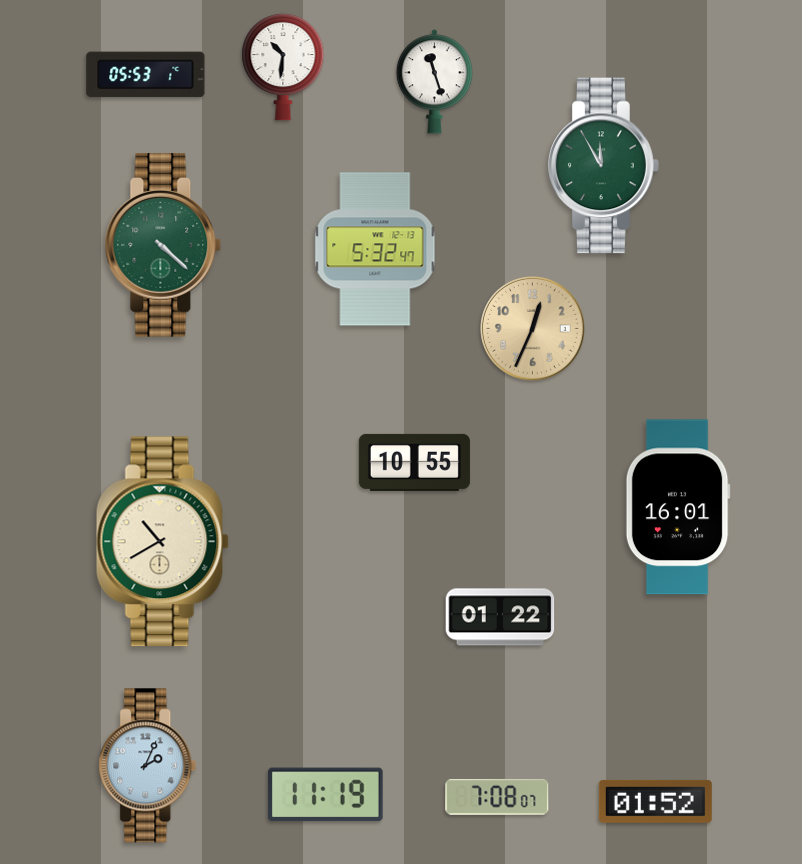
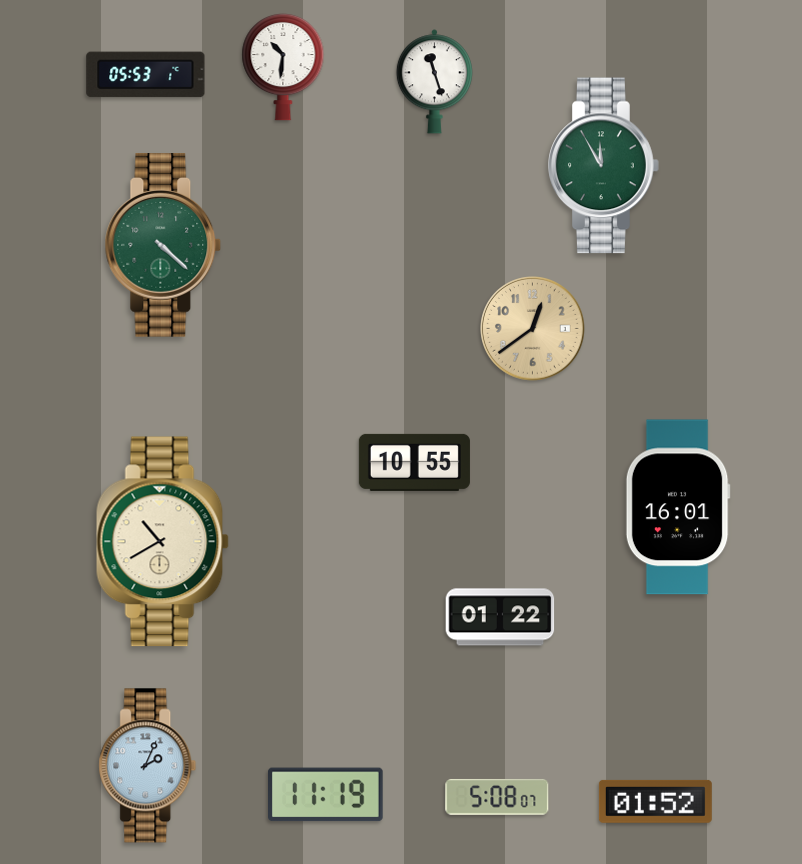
clock at (375, 249): 5:32 -> none
clock at (533, 329): 12:34 -> 12:39
clock at (497, 797): 7:08 -> 5:08
